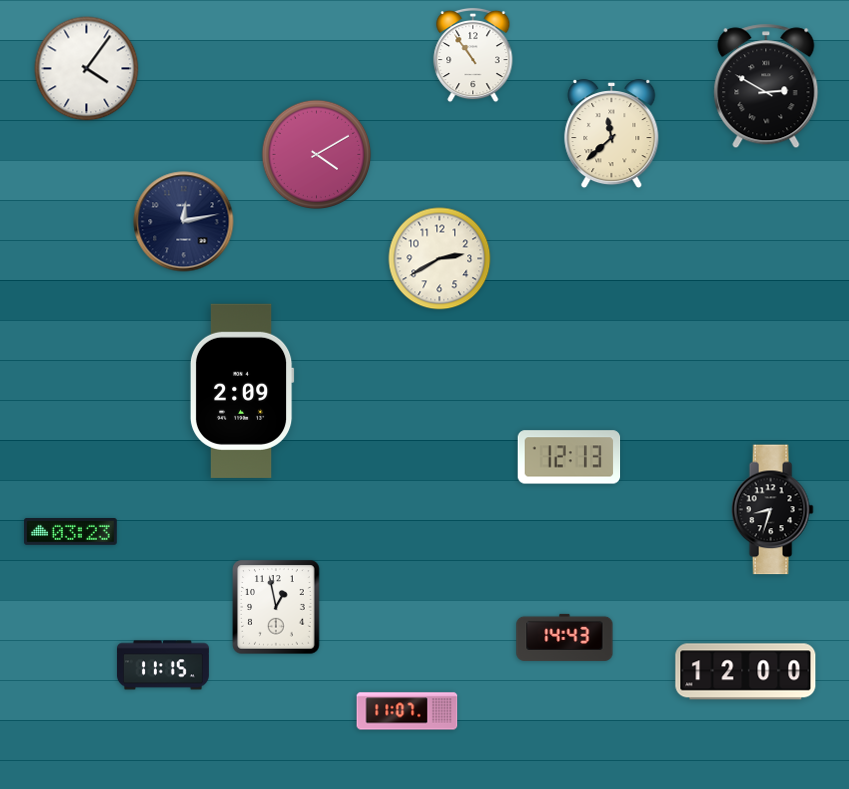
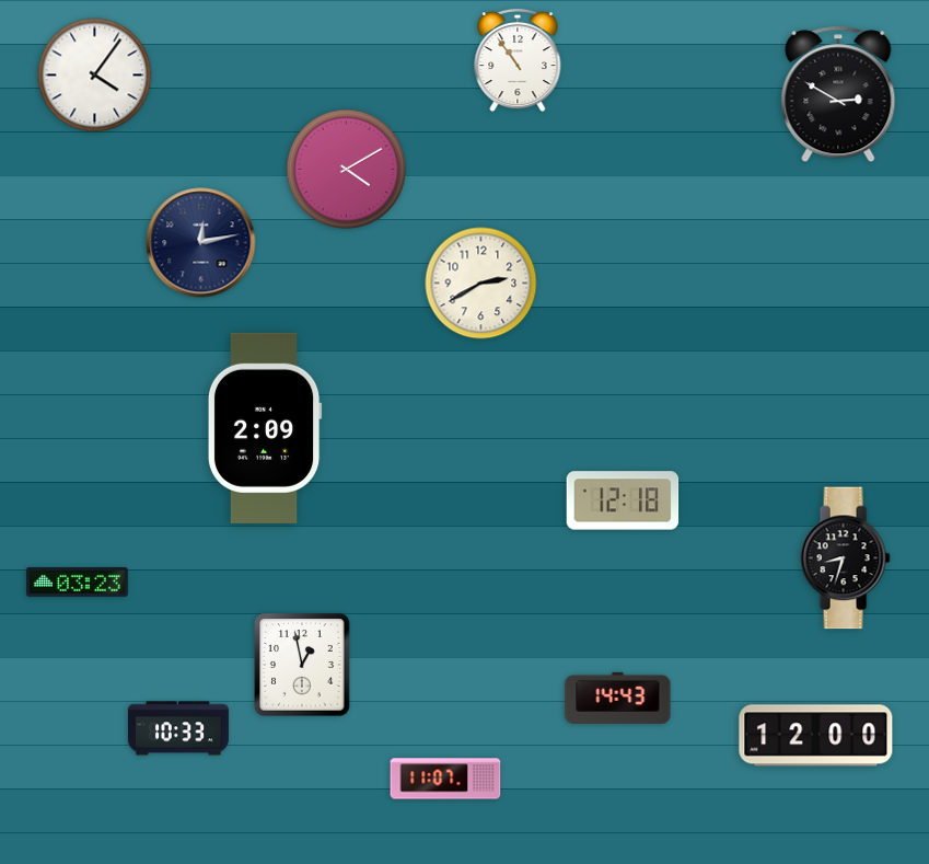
clock at (612, 134): 11:38 -> none
clock at (569, 457): 12:13 -> 12:18
clock at (163, 665): 11:15 -> 10:33
